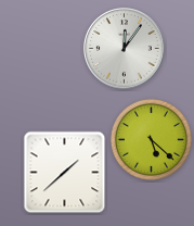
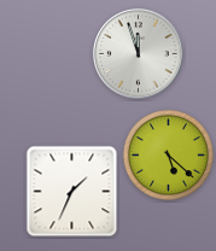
clock at (125, 49): 12:06 -> 11:57
clock at (65, 173): 1:38 -> 1:34
